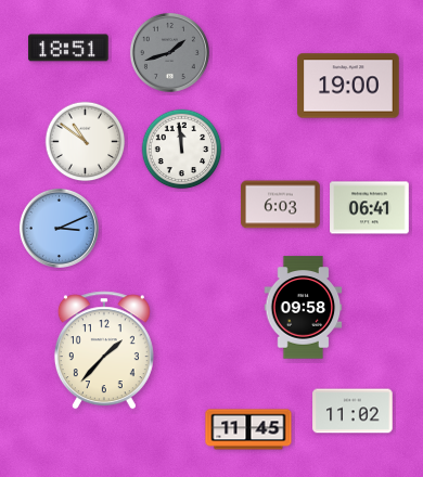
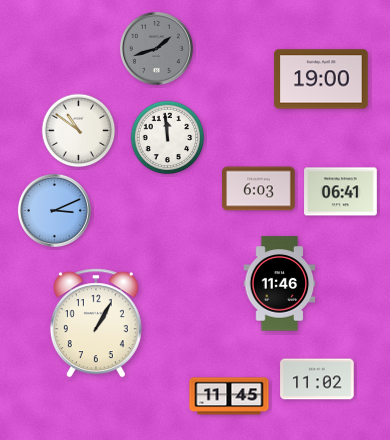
clock at (68, 48): 18:51 -> none
clock at (304, 308): 09:58 -> 11:46
clock at (104, 350): 1:37 -> 1:05
clock at (352, 411) position: (352, 411) -> (317, 379)
